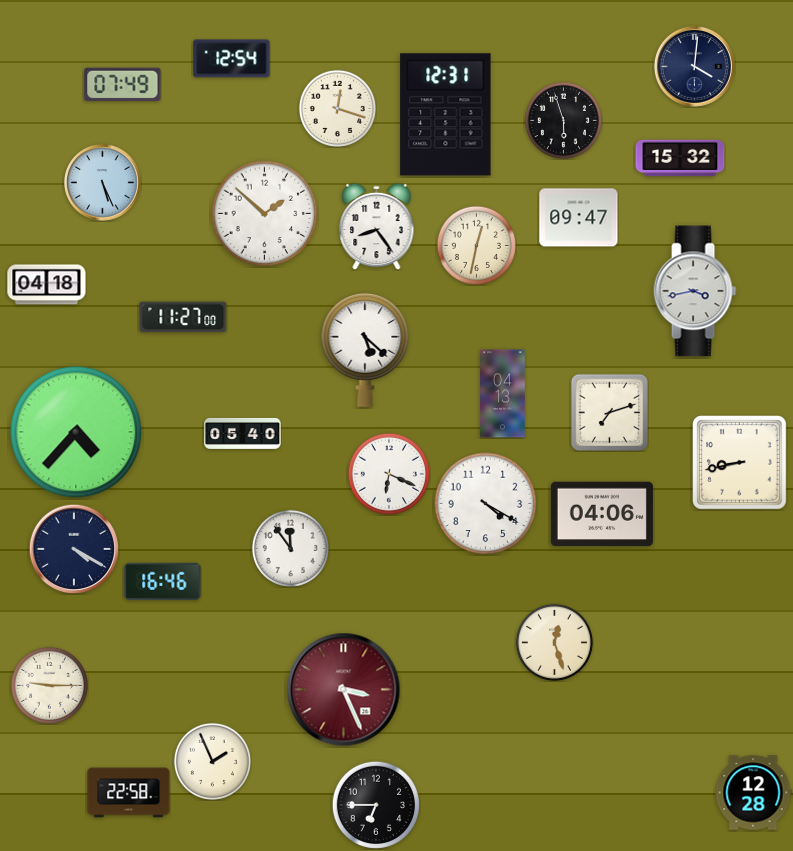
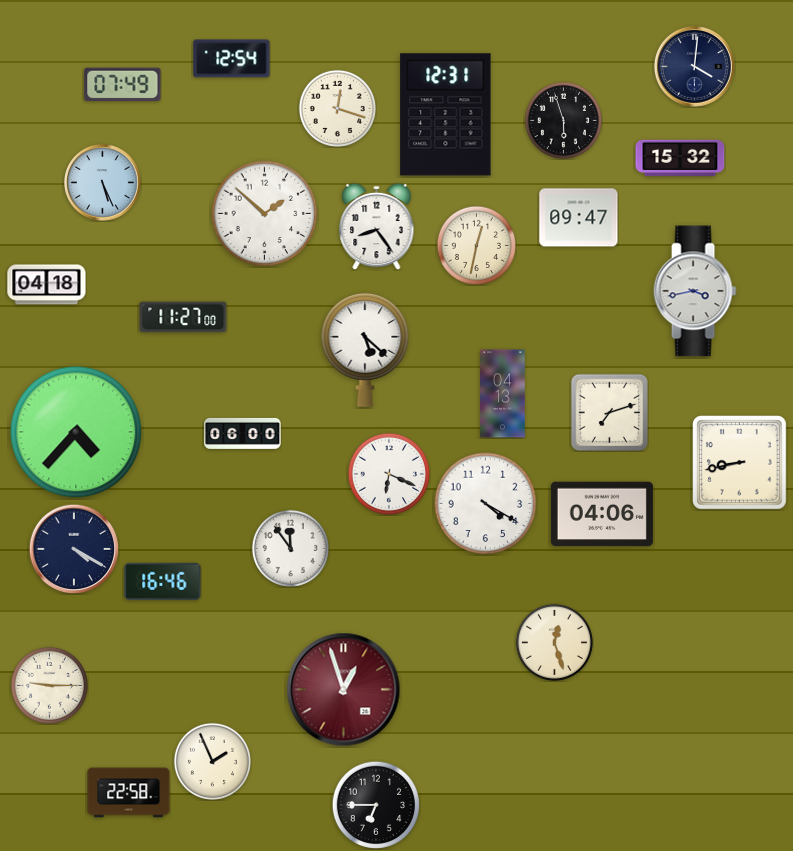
clock at (243, 433): 05:40 -> 06:00
clock at (344, 690): 3:26 -> 12:57
clock at (753, 793): 12:28 -> none
